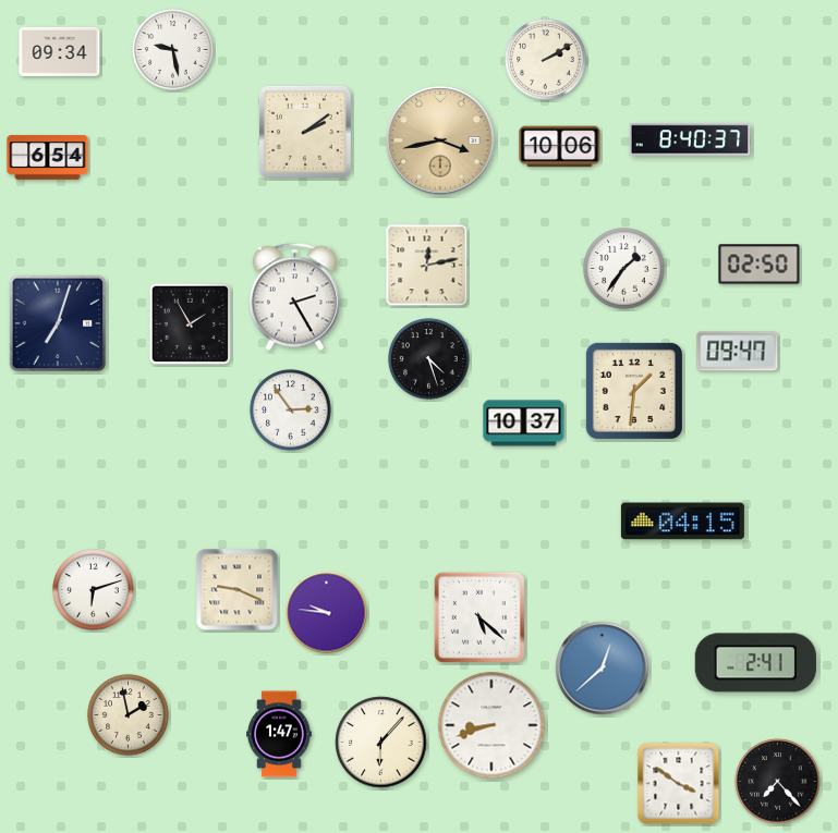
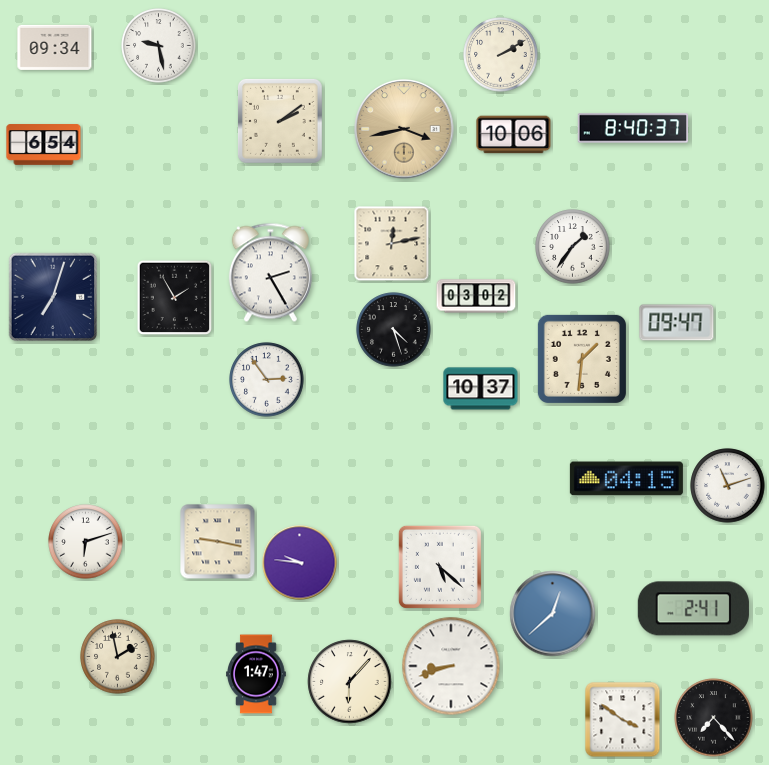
clock at (760, 265): 02:50 -> none
clock at (476, 296): none -> 03:02
clock at (291, 411) position: (291, 411) -> (267, 380)
clock at (728, 486): none -> 11:12
clock at (238, 590): 9:19 -> 9:17
